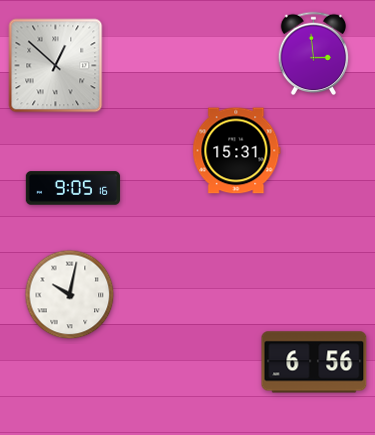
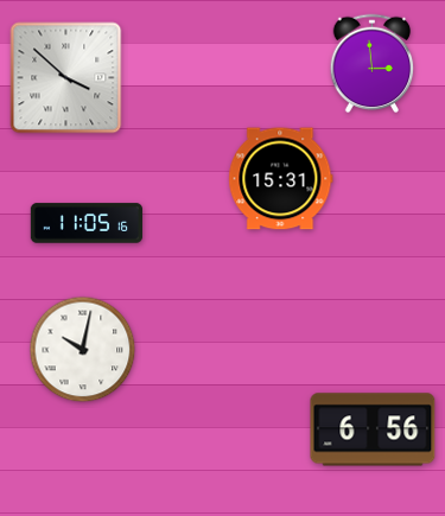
clock at (56, 66): 12:52 -> 3:52
clock at (73, 188): 9:05 -> 11:05
